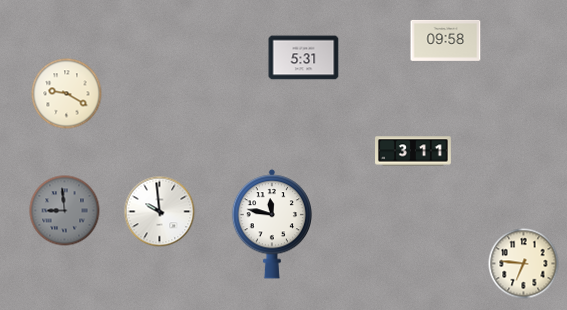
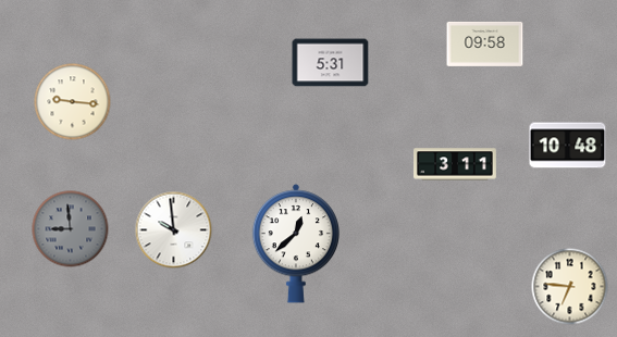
clock at (67, 94): 9:20 -> 9:16
clock at (568, 146): none -> 10:48
clock at (414, 151) position: (414, 151) -> (456, 164)
clock at (271, 224): 11:47 -> 12:38
